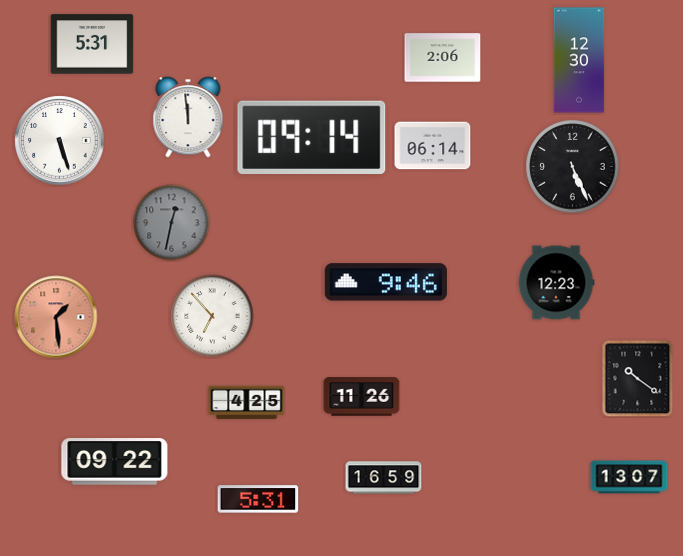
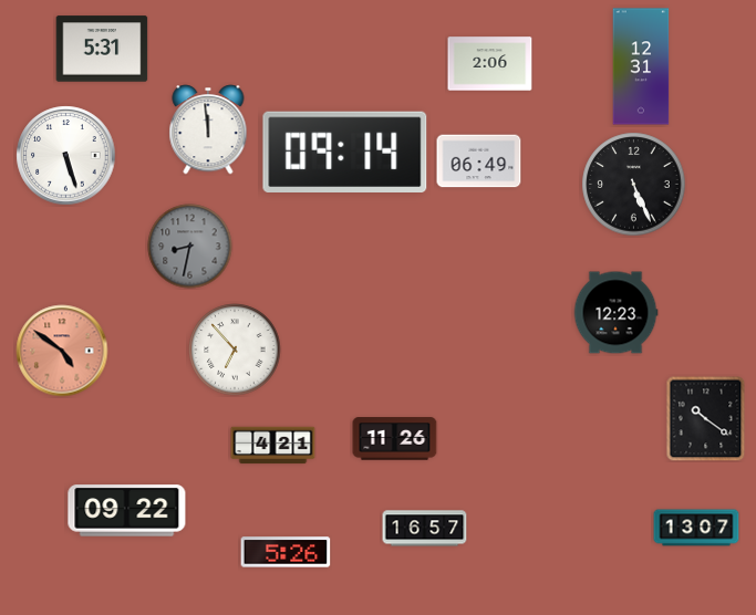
clock at (579, 60): 12:30 -> 12:31
clock at (433, 146): 06:14 -> 06:49
clock at (172, 223): 12:32 -> 8:32
clock at (386, 282): 9:46 -> none
clock at (56, 317): 1:29 -> 4:51
clock at (362, 397) position: (362, 397) -> (395, 439)
clock at (247, 403): 4:25 -> 4:21
clock at (384, 478): 16:59 -> 16:57
clock at (258, 499): 5:31 -> 5:26
